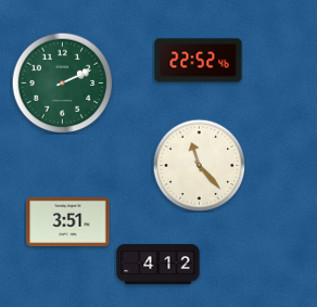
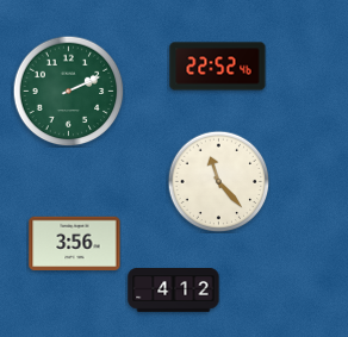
clock at (68, 222): 3:51 -> 3:56
